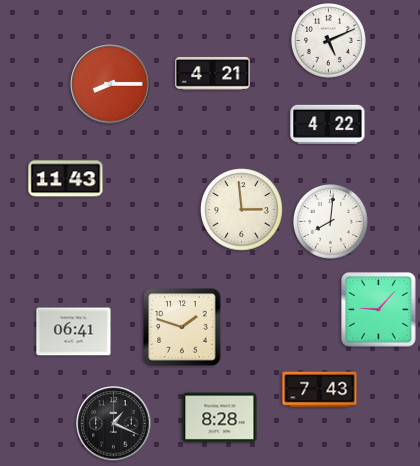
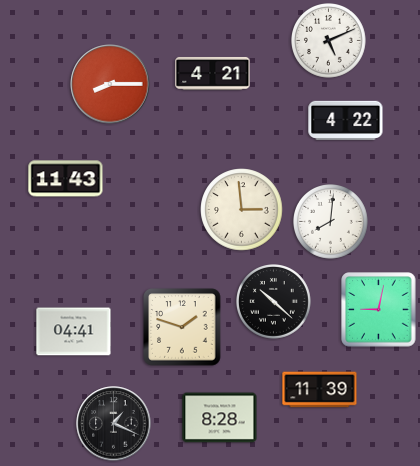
clock at (328, 124) position: (328, 124) -> (346, 120)
clock at (274, 302): none -> 10:22
clock at (379, 310): 9:07 -> 9:02
clock at (74, 332): 06:41 -> 04:41
clock at (320, 390): 7:43 -> 11:39
